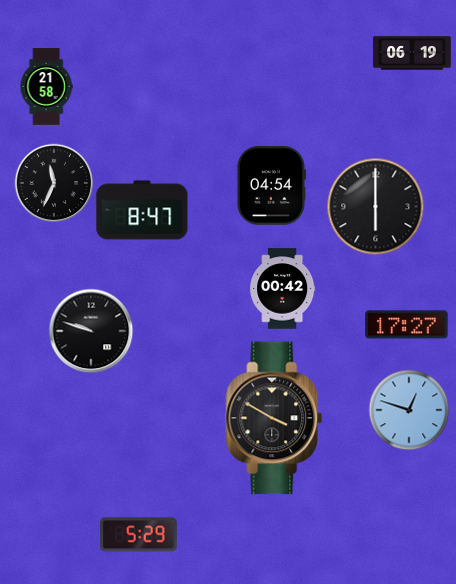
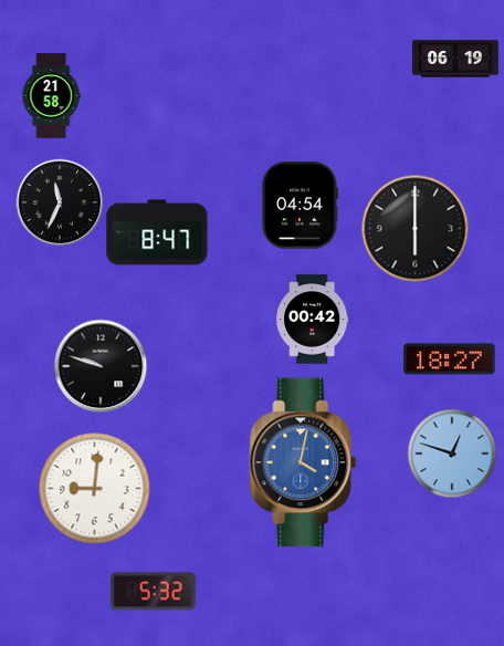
clock at (407, 325): 17:27 -> 18:27
clock at (274, 418): 3:50 -> 4:02
clock at (274, 418) dial: black -> blue
clock at (95, 489): none -> 9:01
clock at (139, 535): 5:29 -> 5:32
